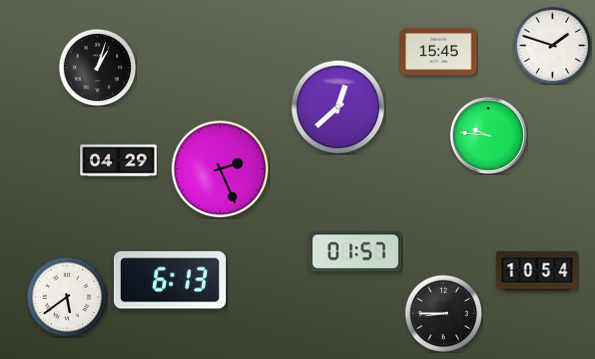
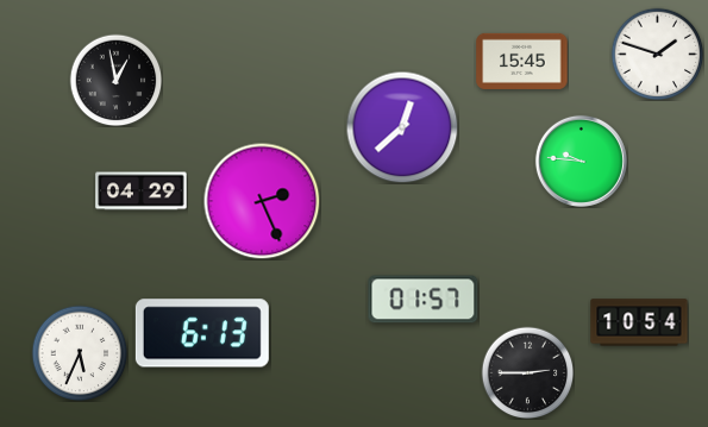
clock at (97, 67): 1:03 -> 12:58
clock at (67, 297): 5:39 -> 5:34
clock at (443, 313): 8:45 -> 2:45
